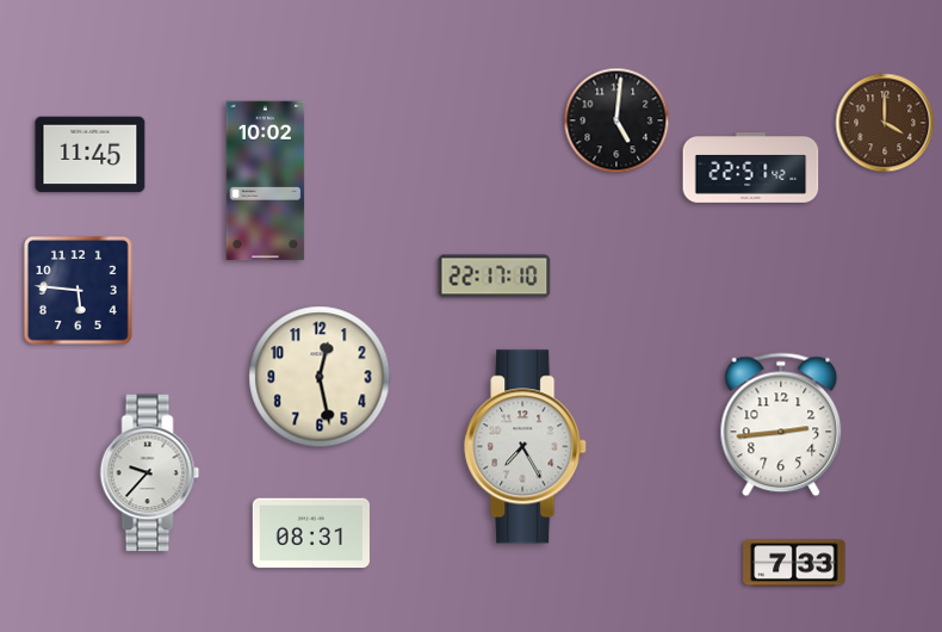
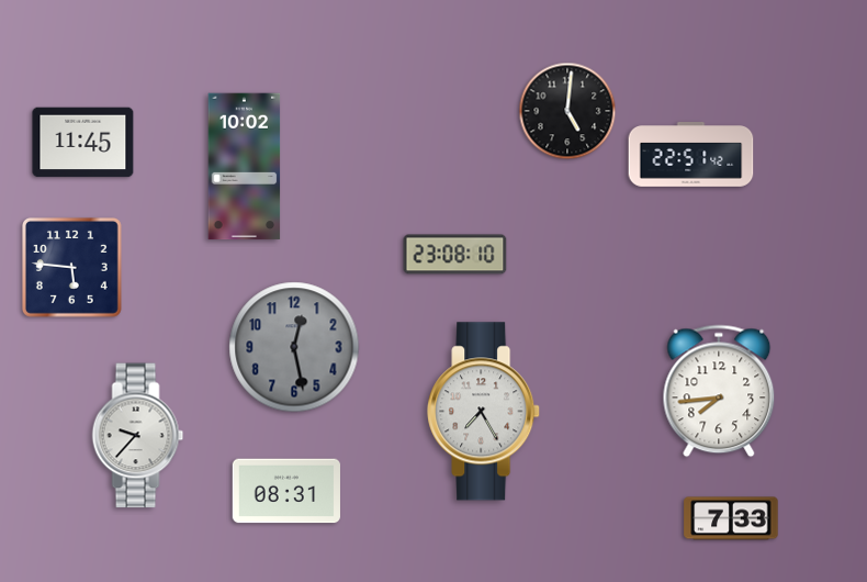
clock at (885, 123): 4:00 -> none
clock at (495, 277): 22:17 -> 23:08
clock at (320, 377) dial: cream -> grey
clock at (781, 425): 2:44 -> 7:44
